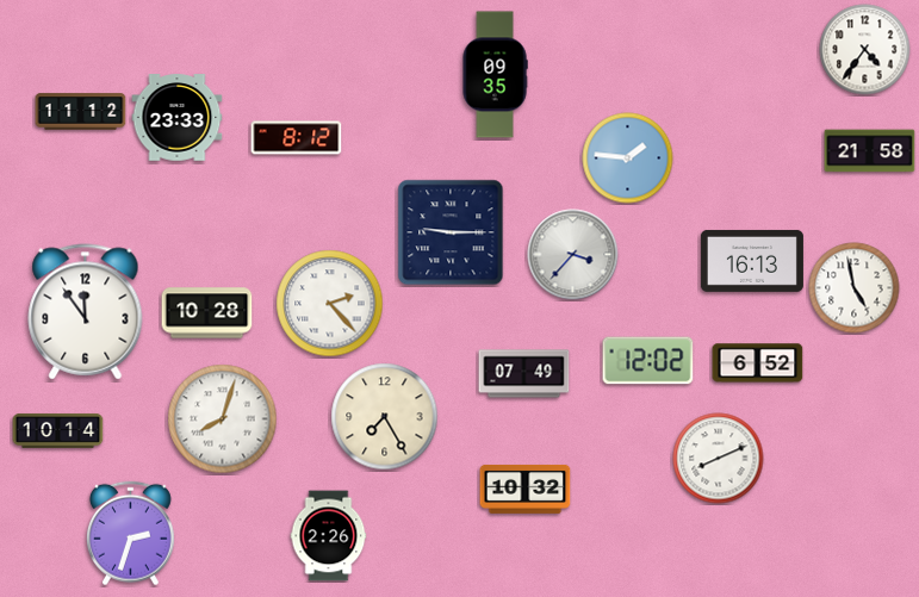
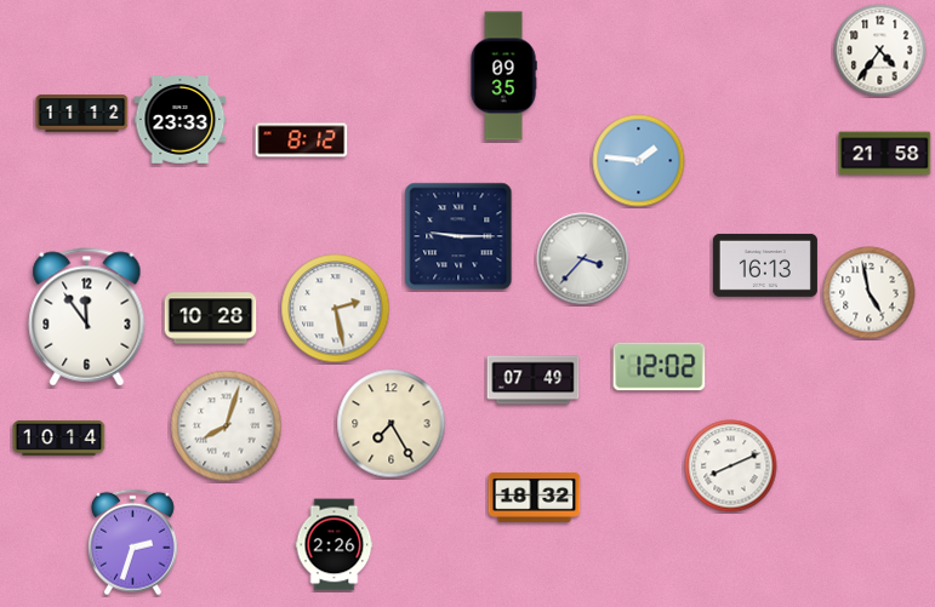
clock at (330, 304): 2:23 -> 2:28
clock at (758, 363): 6:52 -> none
clock at (526, 489): 10:32 -> 18:32
